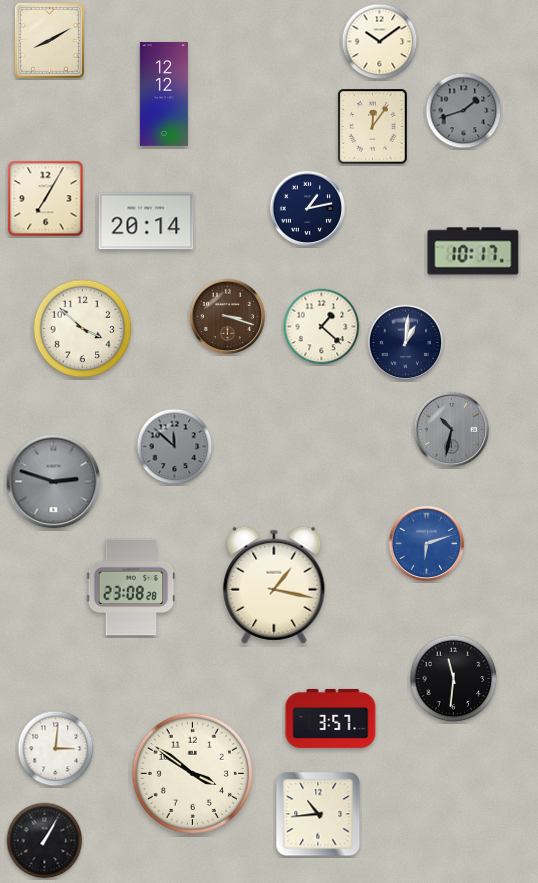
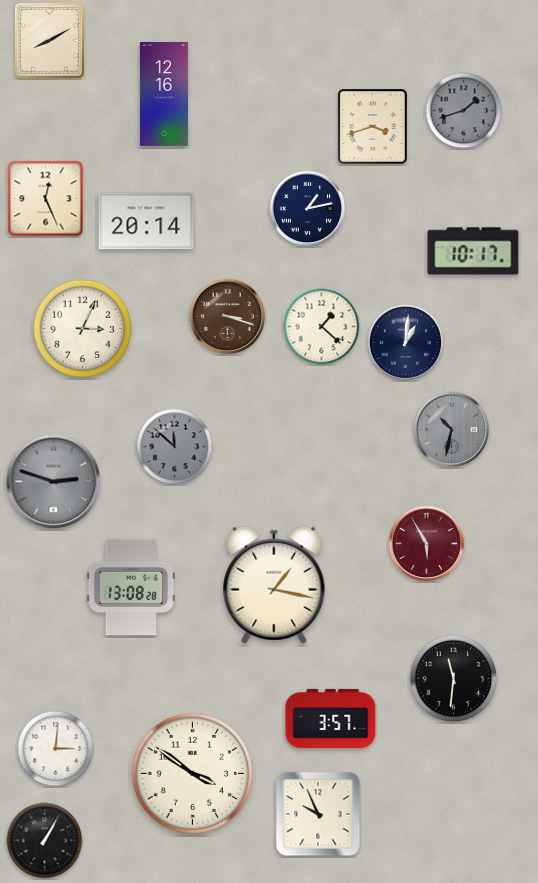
clock at (380, 42): 10:09 -> none
clock at (164, 94): 12:12 -> 12:16
clock at (373, 127): 12:06 -> 3:42
clock at (46, 199): 7:05 -> 12:26
clock at (83, 329): 3:52 -> 3:04
clock at (427, 544): 6:12 -> 5:55
clock at (427, 544) dial: blue -> burgundy
clock at (131, 587): 23:08 -> 13:08
clock at (318, 814): 10:44 -> 9:56
